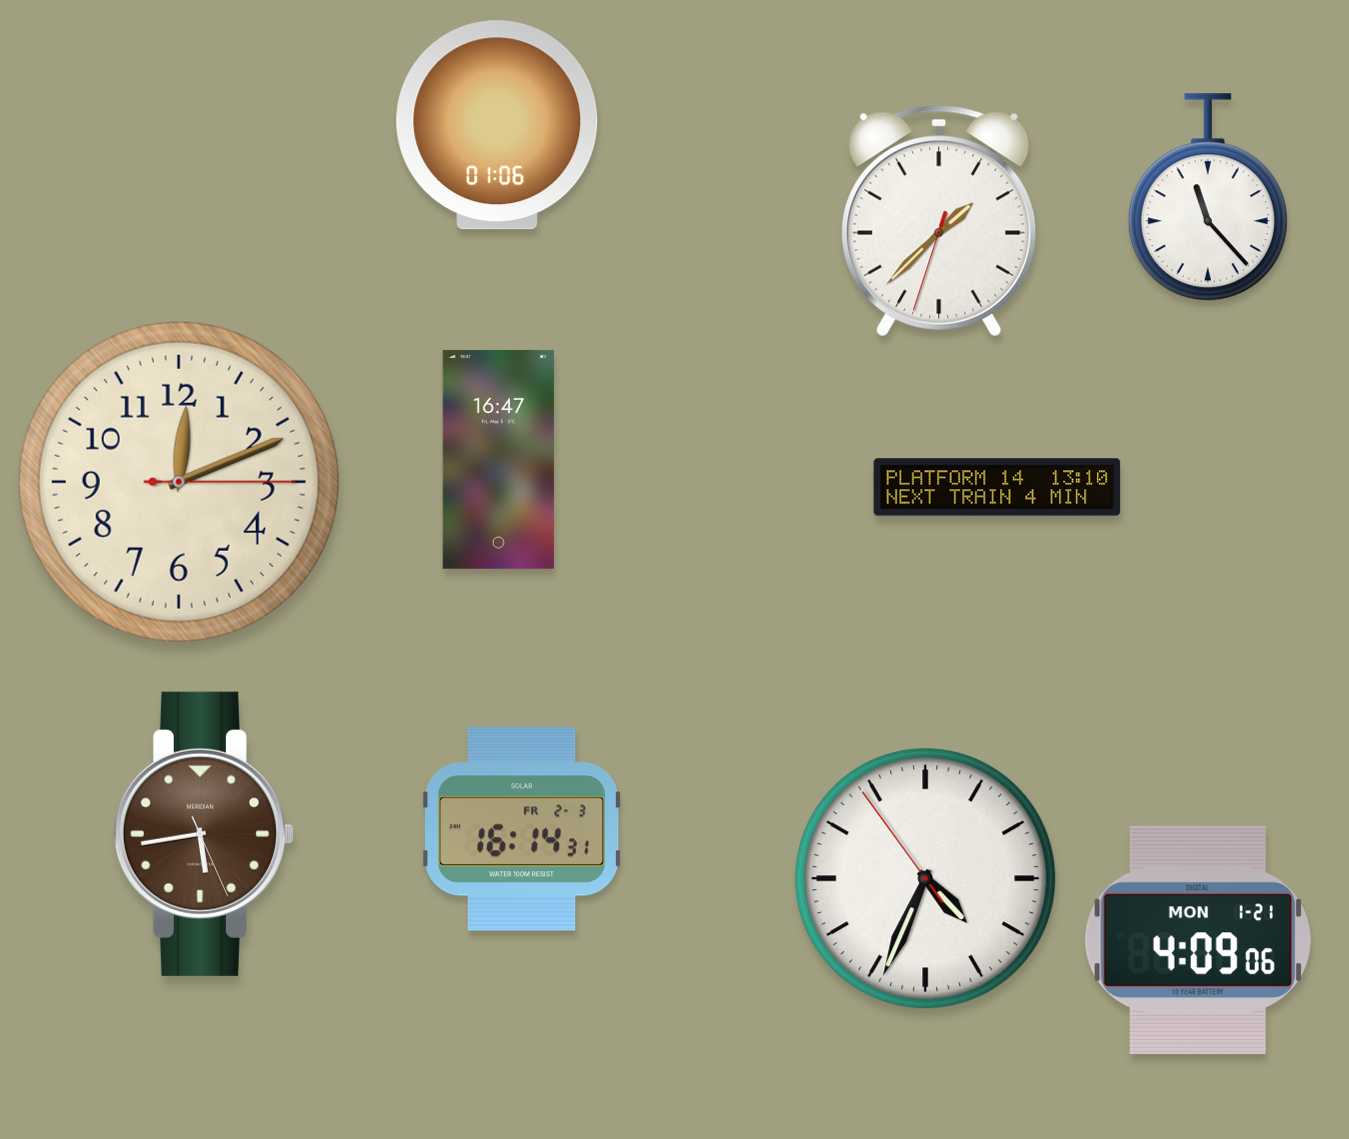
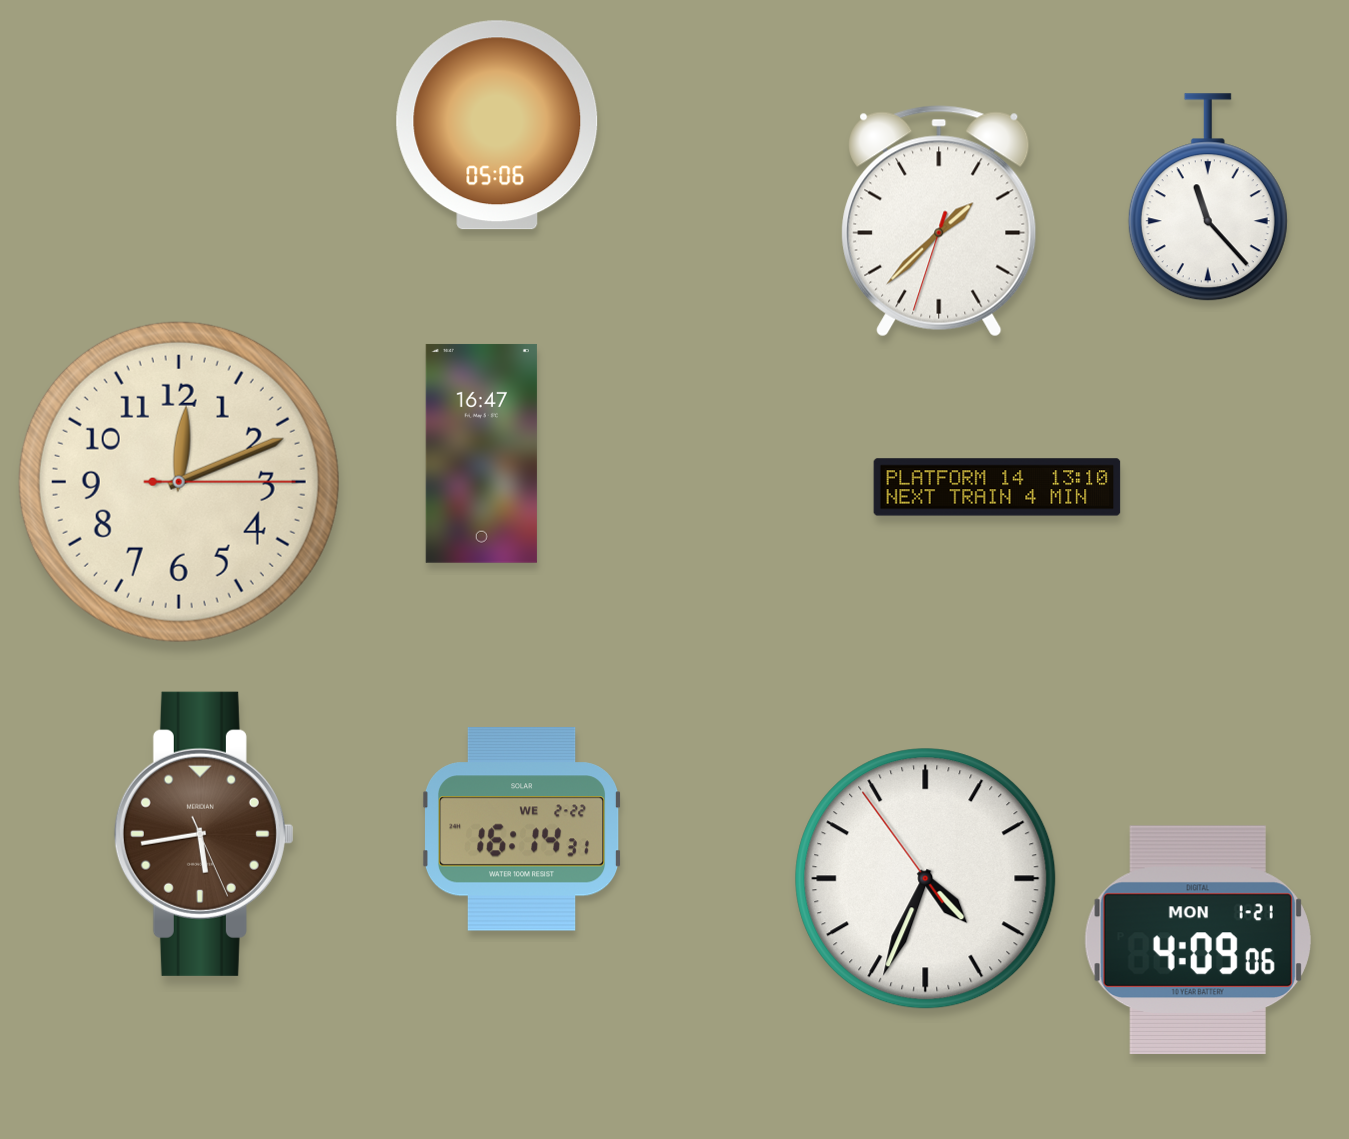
clock at (497, 125): 01:06 -> 05:06
clock at (498, 459) position: (498, 459) -> (481, 453)
clock at (522, 829) date: FR 2-3 -> WE 2-22
